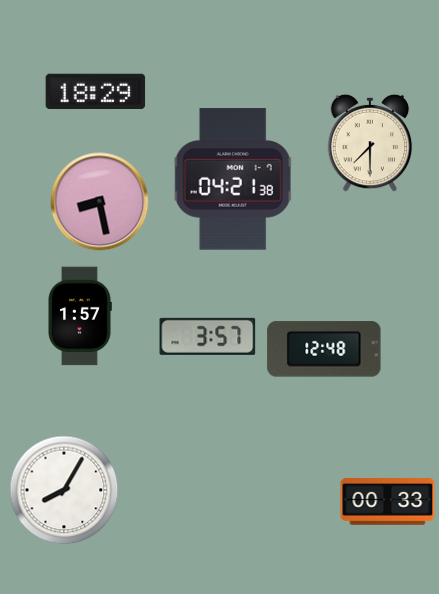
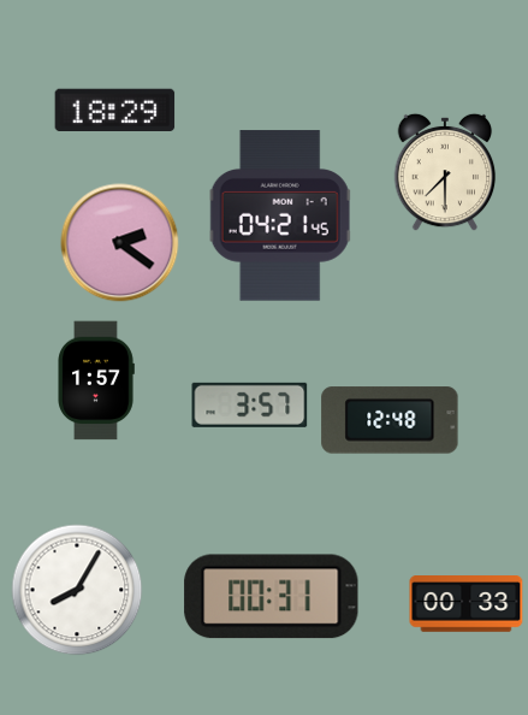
clock at (233, 179): 04:21:38 -> 04:21:45
clock at (100, 202): 8:28 -> 2:21
clock at (272, 597): none -> 00:31
